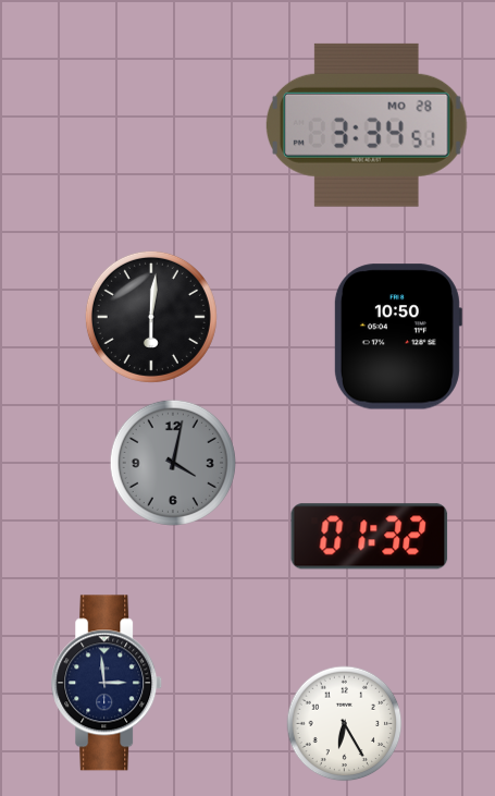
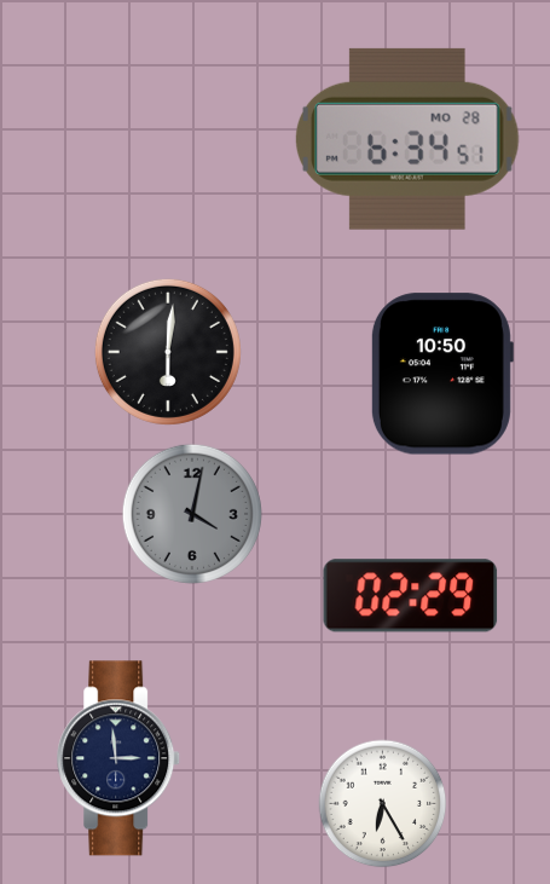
clock at (367, 125): 3:34 -> 6:34
clock at (370, 537): 01:32 -> 02:29
